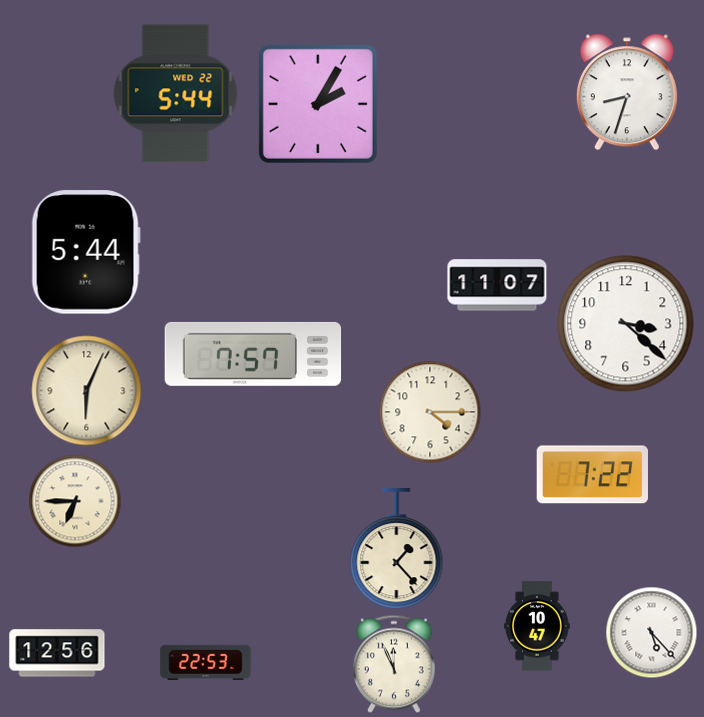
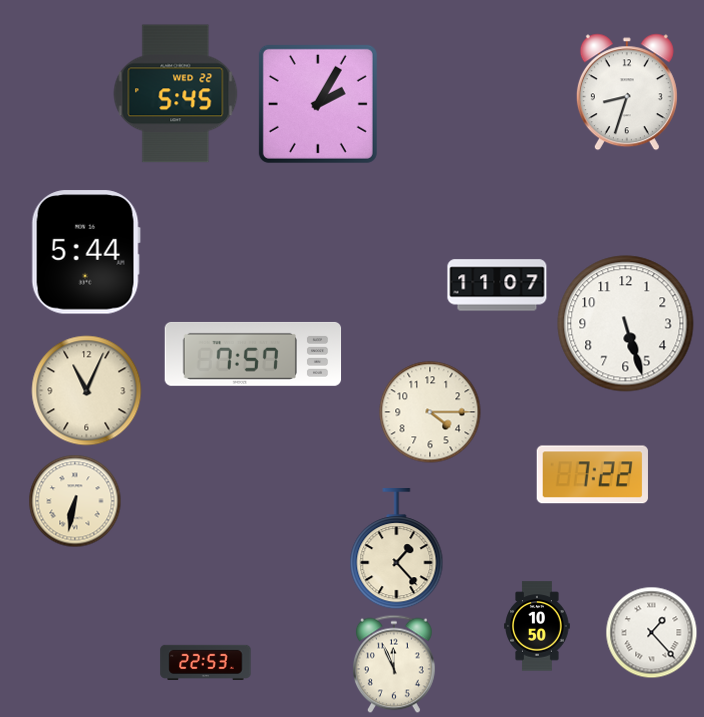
clock at (176, 94): 5:44 -> 5:45
clock at (626, 324): 3:22 -> 5:27
clock at (87, 391): 6:04 -> 11:04
clock at (75, 501): 6:45 -> 6:32
clock at (537, 626): 10:47 -> 10:50
clock at (652, 633): 5:23 -> 1:23
clock at (57, 653): 12:56 -> none
